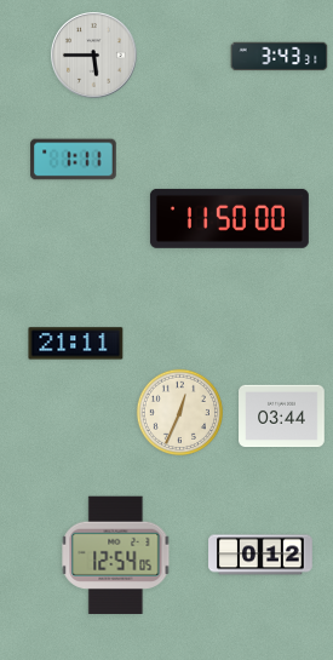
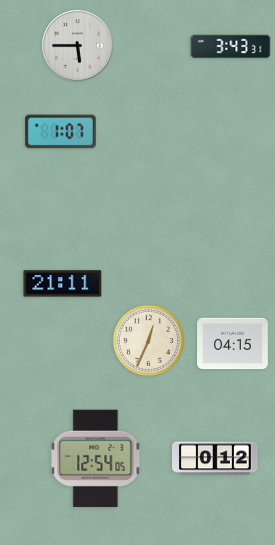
clock at (74, 160): 1:11 -> 1:07
clock at (229, 218): 11:50 -> none
clock at (282, 417): 03:44 -> 04:15
